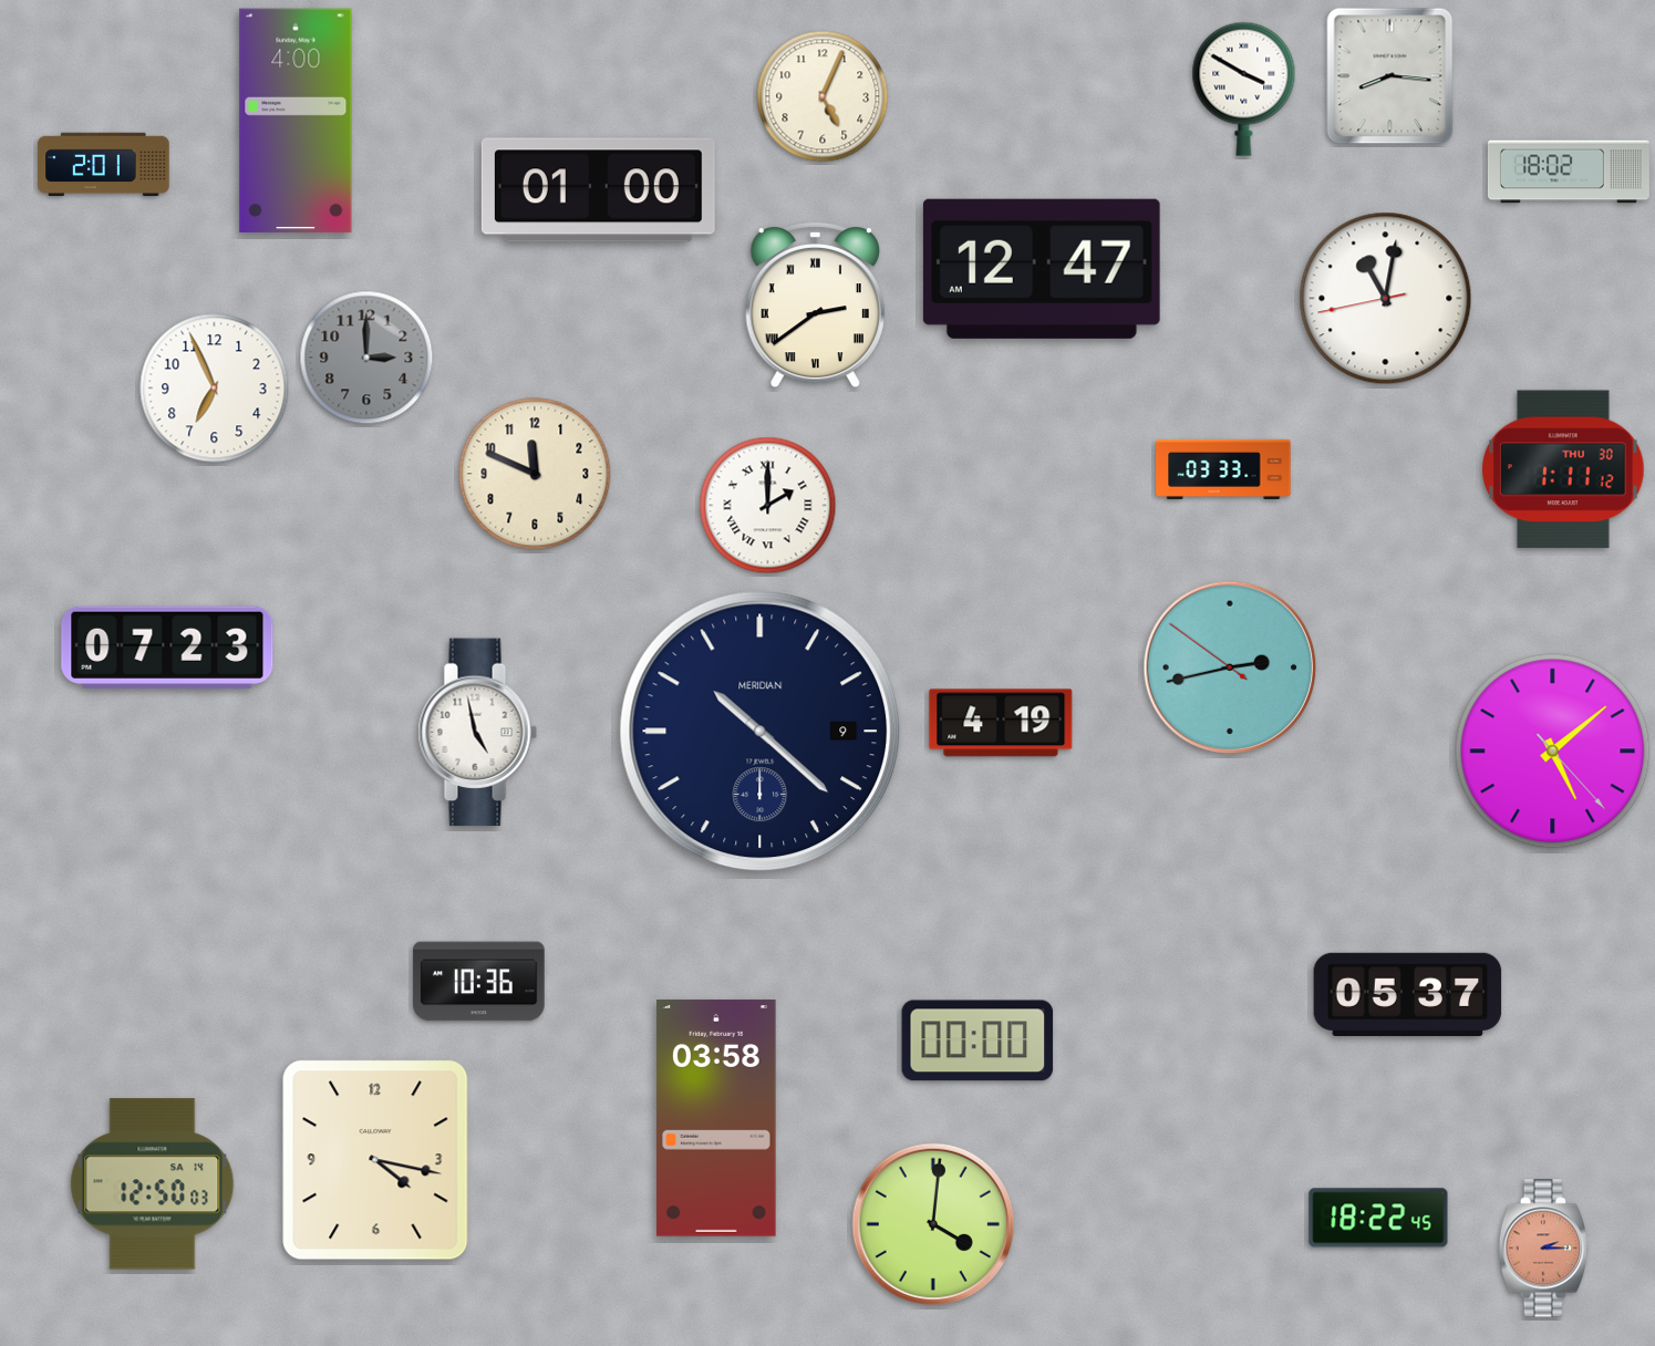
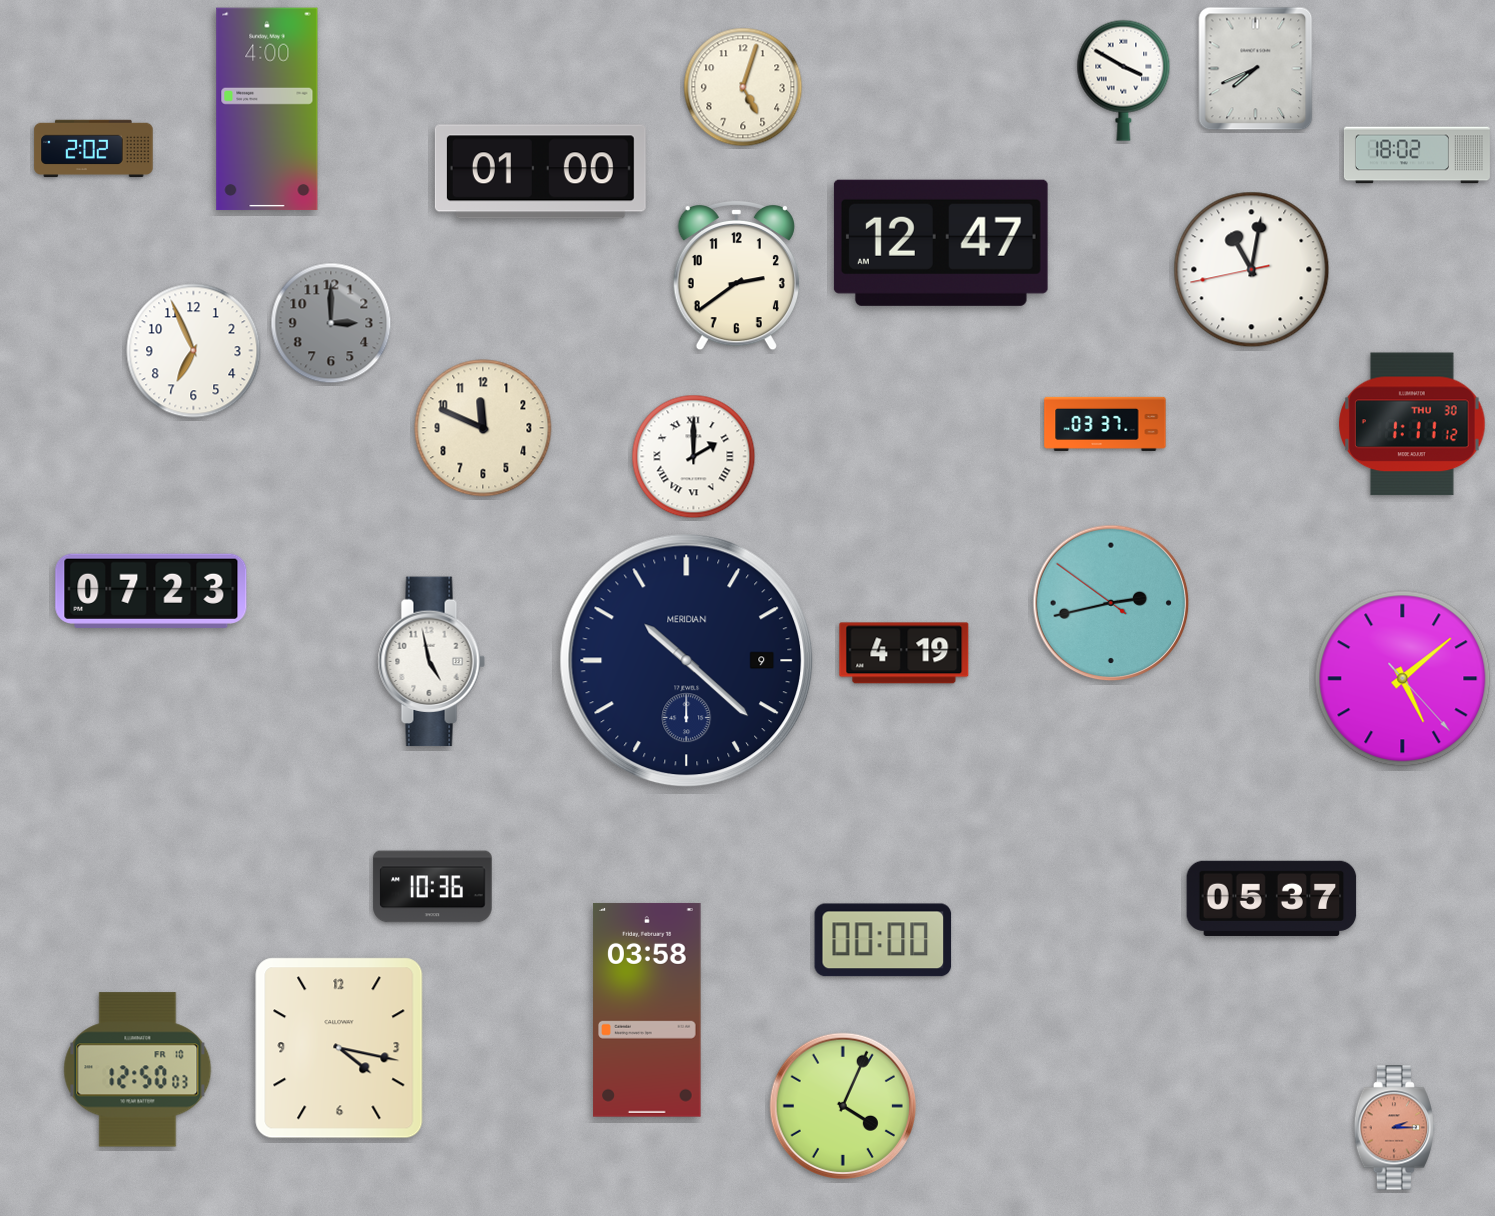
clock at (1390, 76): 8:16 -> 7:41
clock at (823, 96): 5:04 -> 5:03
clock at (104, 165): 2:01 -> 2:02
clock at (815, 304) numerals: Roman -> Arabic
clock at (1223, 469): 03:33 -> 03:37
clock at (167, 648) position: (167, 648) -> (151, 591)
clock at (153, 1184) date: SA 14 -> FR 10
clock at (1378, 1218): 18:22 -> none
clock at (933, 1224): 4:01 -> 4:04
